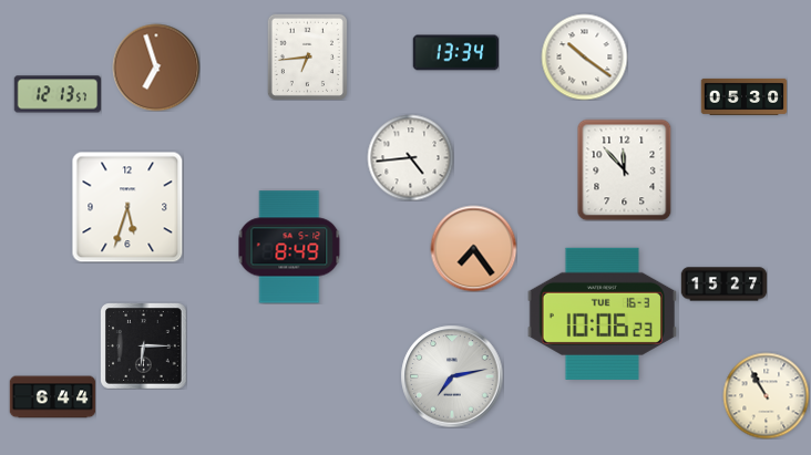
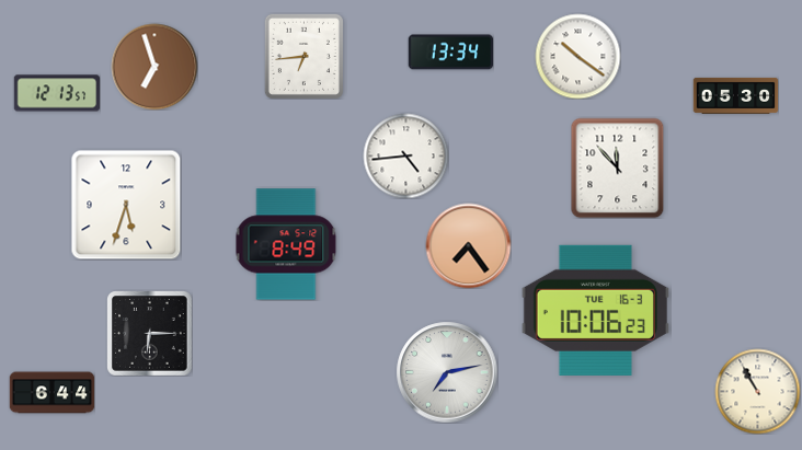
clock at (723, 285): 15:27 -> none
clock at (143, 345) position: (143, 345) -> (149, 333)
